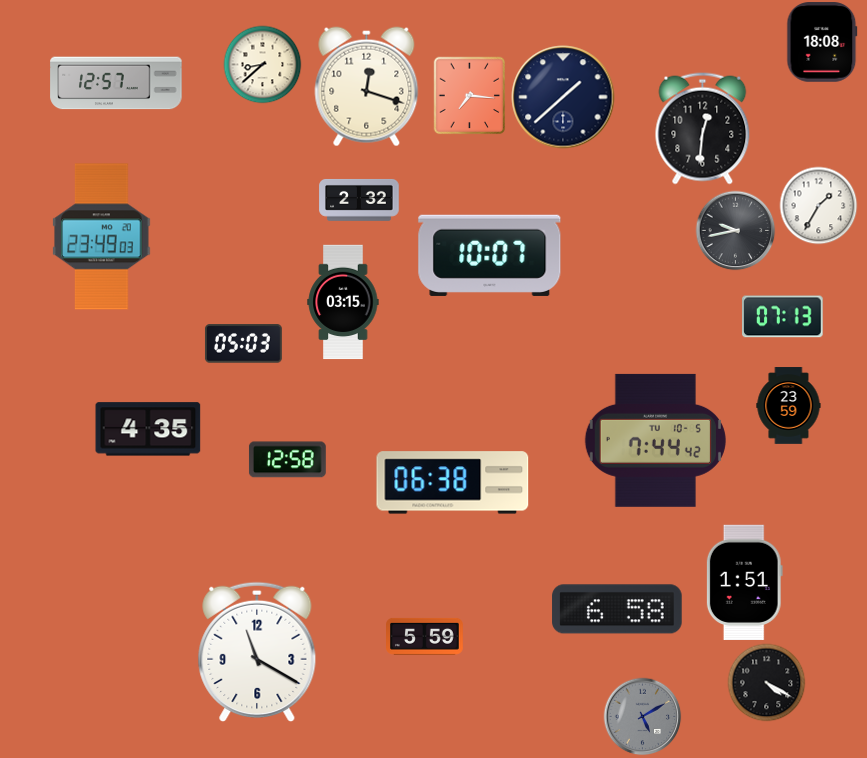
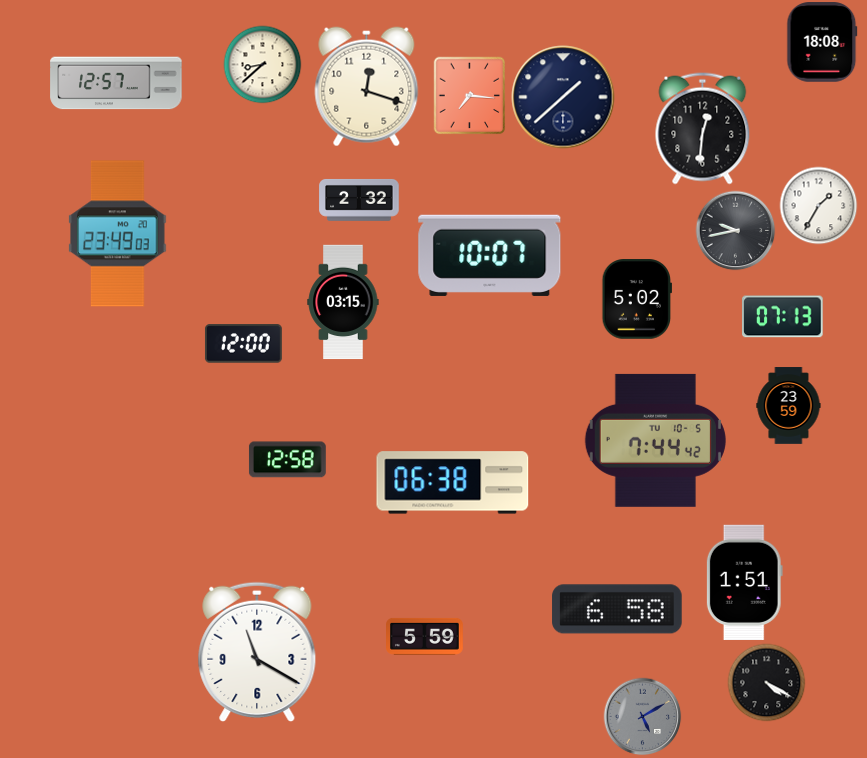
clock at (102, 237) position: (102, 237) -> (118, 234)
clock at (636, 299): none -> 5:02
clock at (243, 344): 05:03 -> 12:00
clock at (148, 429): 4:35 -> none
